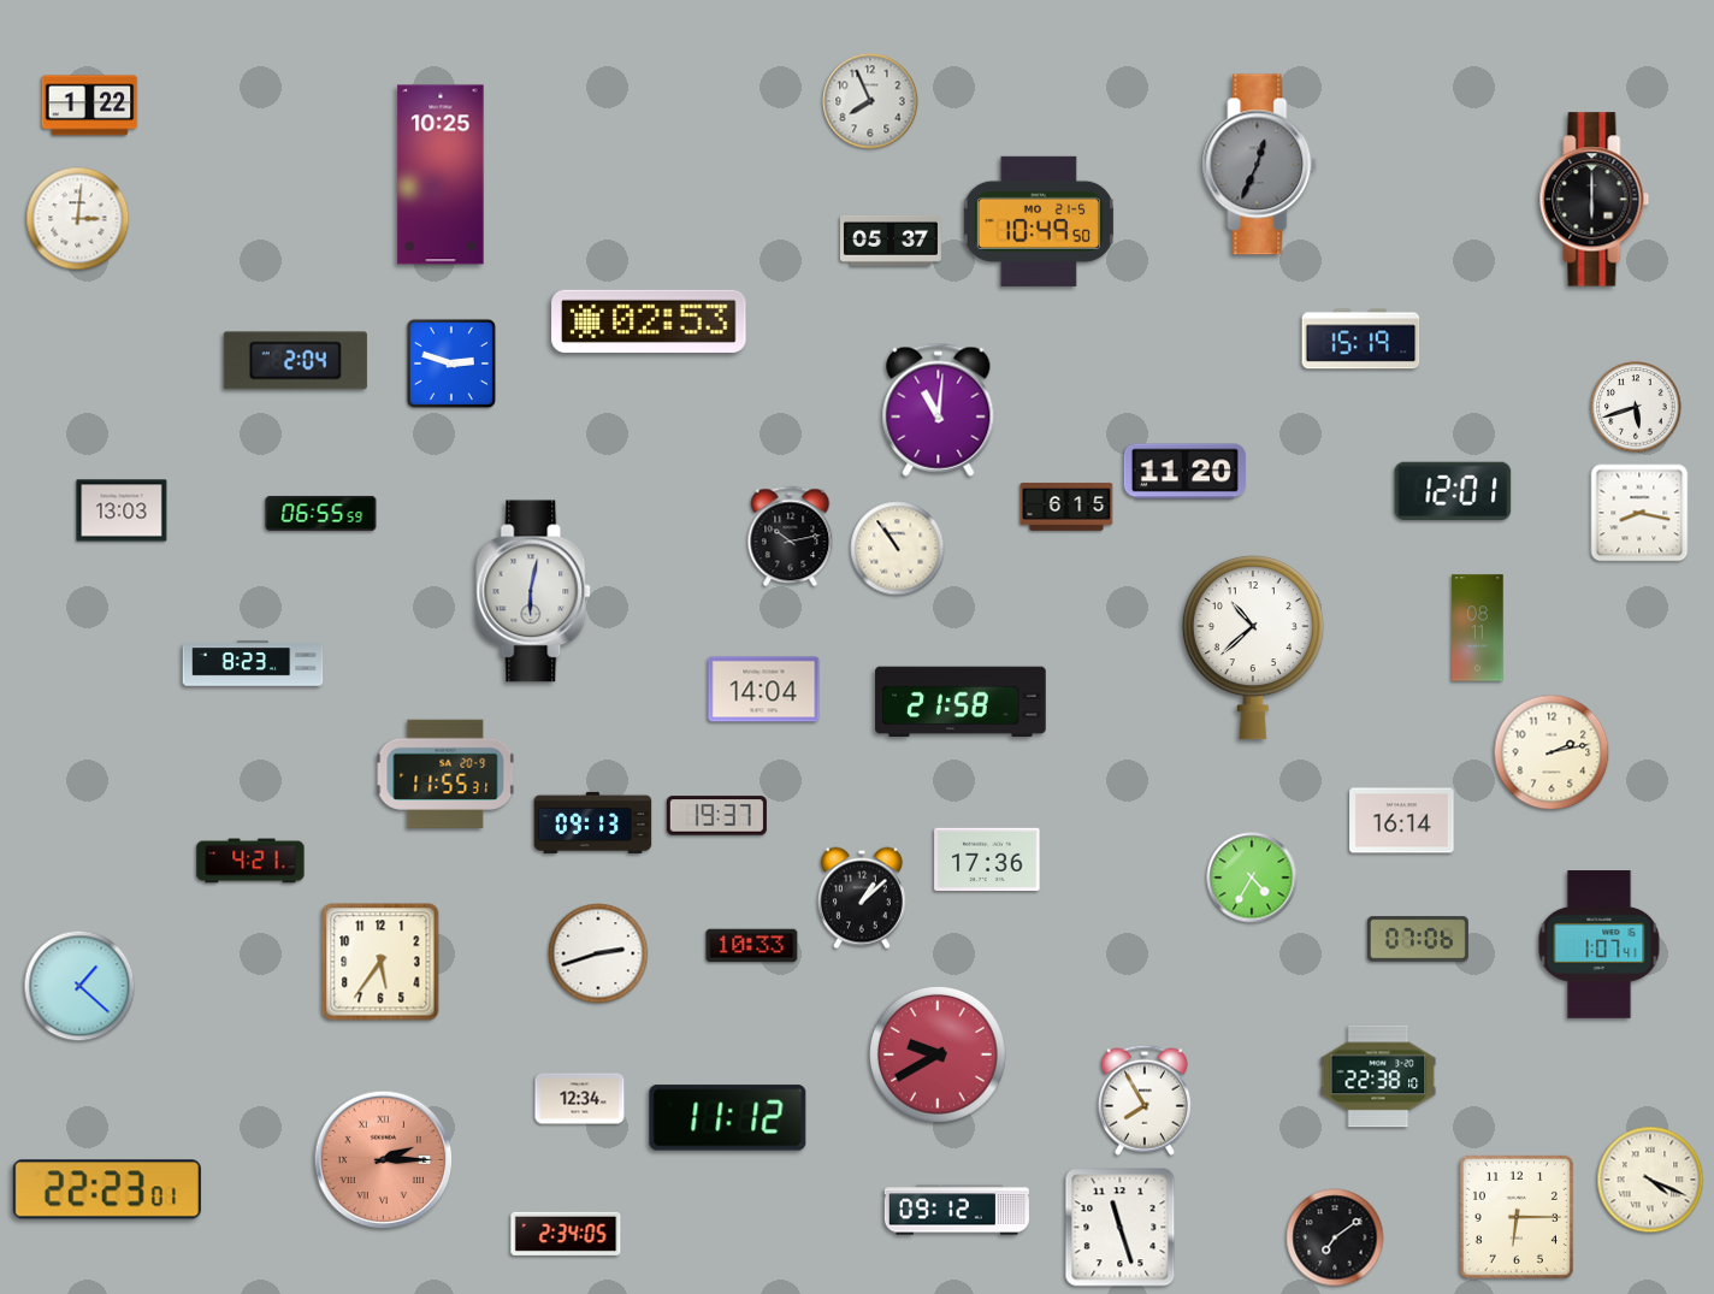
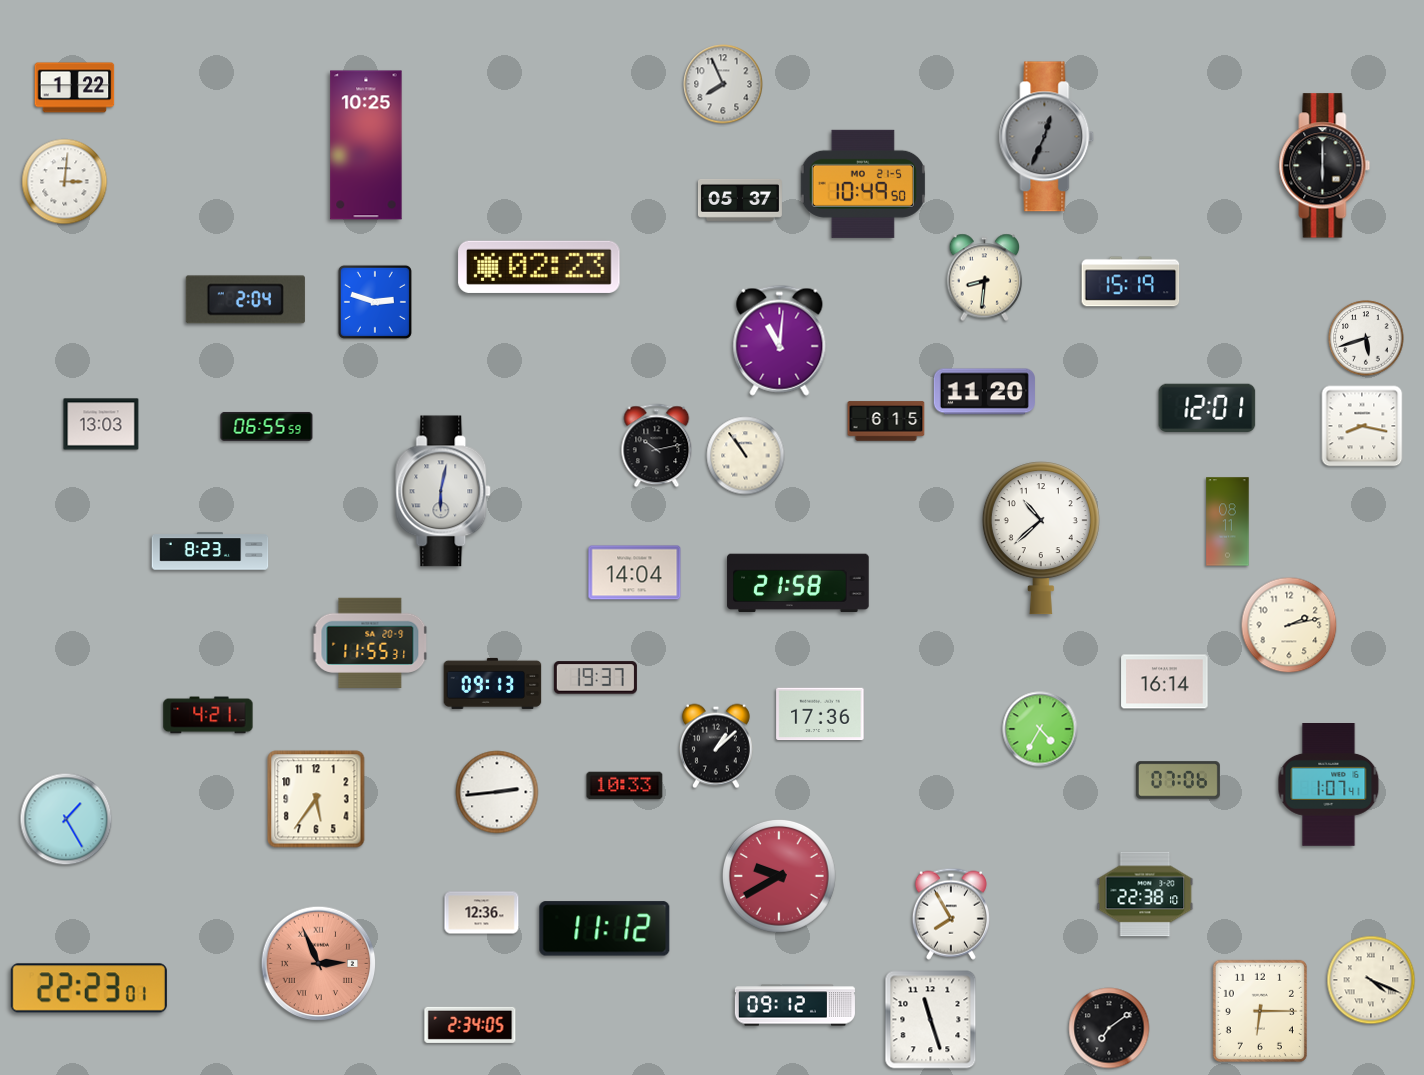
clock at (649, 321): 02:53 -> 02:23
clock at (985, 278): none -> 8:31
clock at (1636, 407) position: (1636, 407) -> (1366, 338)
clock at (598, 953): 2:42 -> 2:44
clock at (79, 986): 1:22 -> 1:25
clock at (580, 1099): 12:34 -> 12:36
clock at (384, 1160): 2:15 -> 2:56
